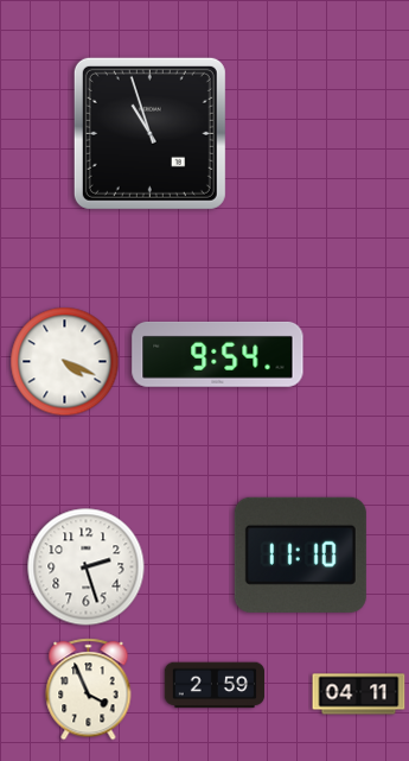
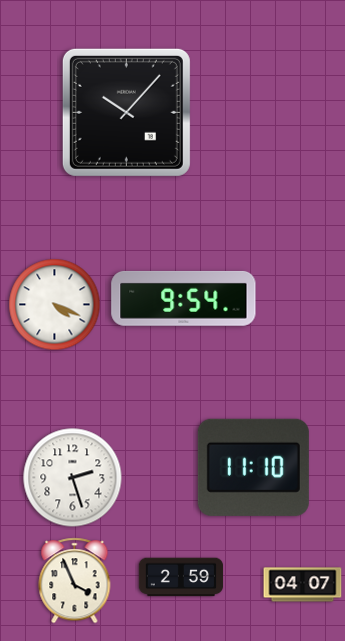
clock at (149, 133): 10:57 -> 10:07
clock at (359, 695): 04:11 -> 04:07
